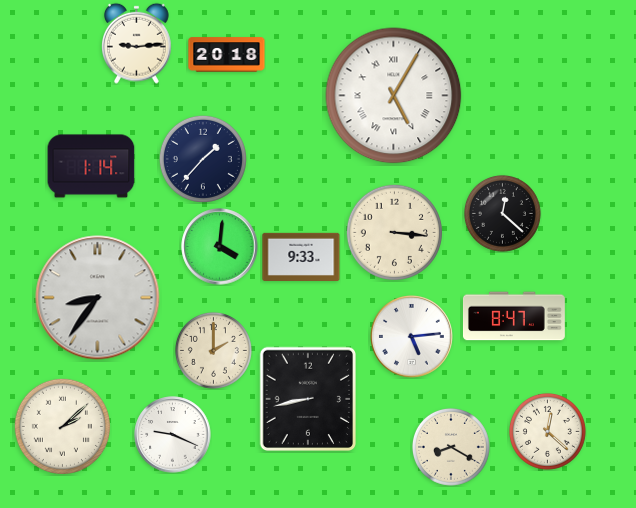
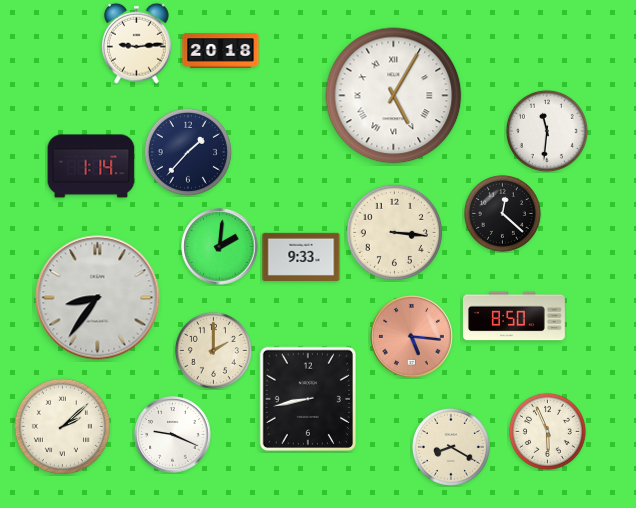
clock at (227, 55) position: (227, 55) -> (221, 51)
clock at (547, 131): none -> 11:31
clock at (203, 159) position: (203, 159) -> (188, 152)
clock at (220, 247): 4:01 -> 2:01
clock at (514, 316): 8:47 -> 8:50
clock at (412, 337): 5:14 -> 5:16
clock at (412, 337) dial: white -> salmon
clock at (547, 431): 12:22 -> 5:56
